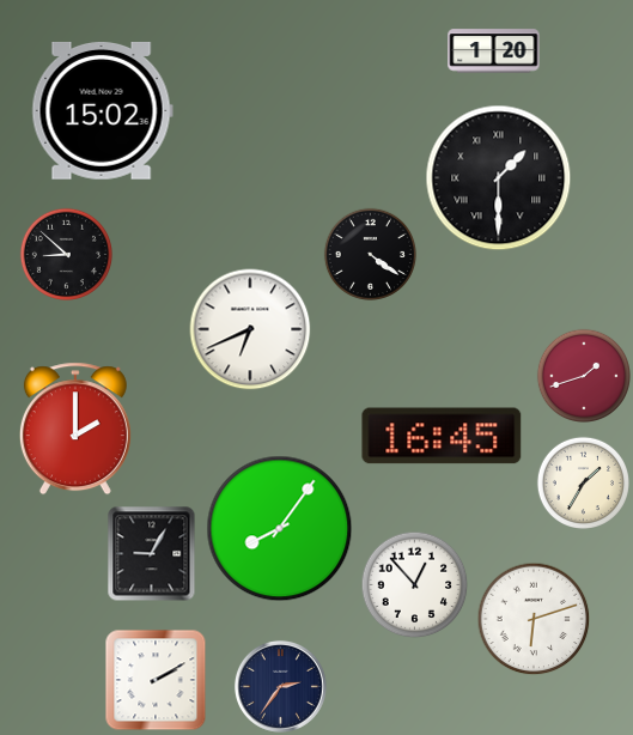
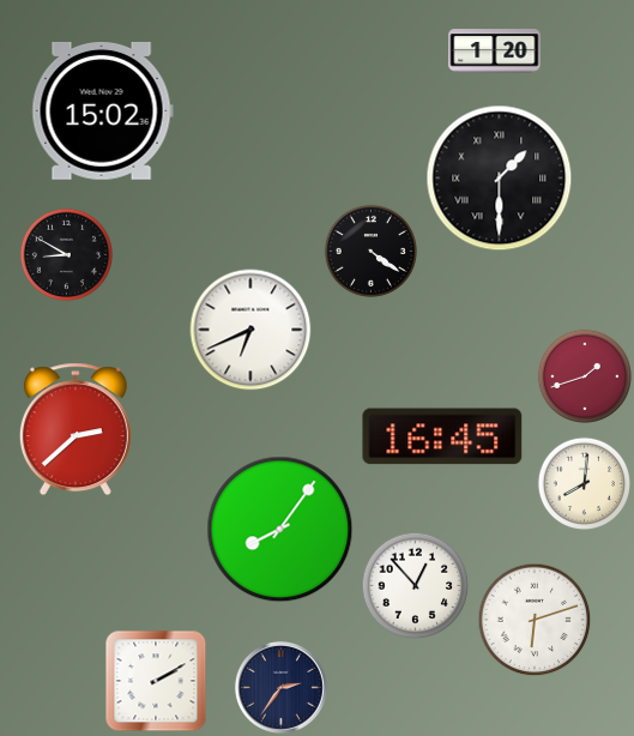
clock at (66, 254): 8:52 -> 8:50
clock at (370, 254) position: (370, 254) -> (370, 251)
clock at (75, 429): 2:00 -> 2:38
clock at (583, 482): 1:35 -> 8:01
clock at (152, 553): 9:05 -> none
